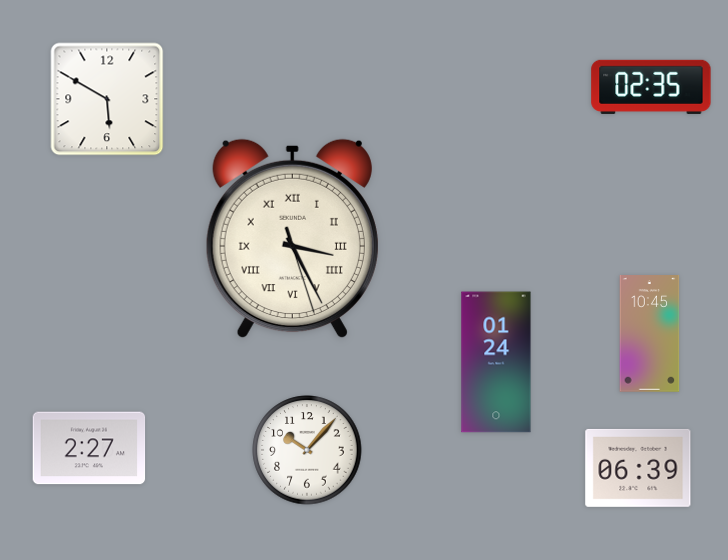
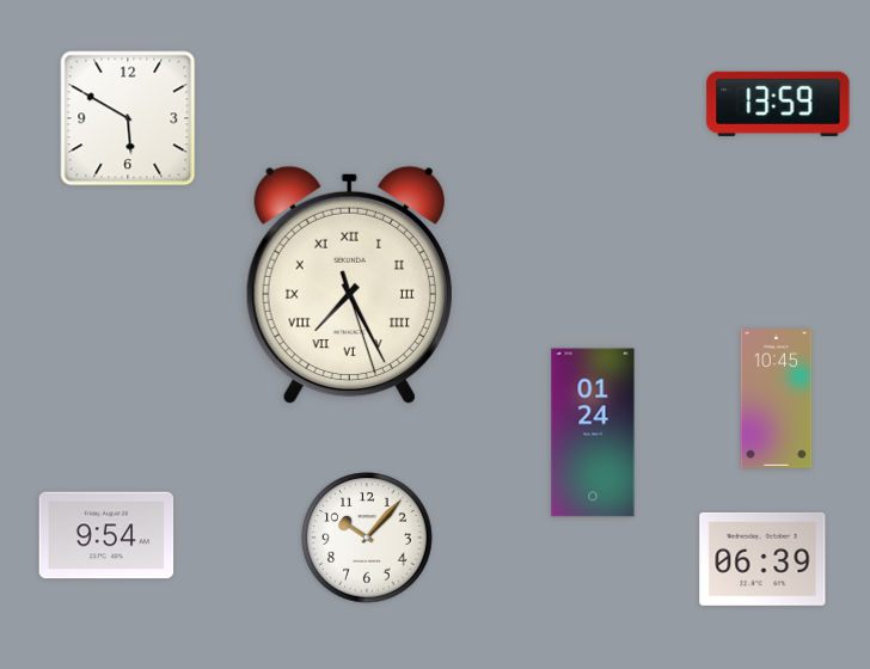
clock at (651, 87): 02:35 -> 13:59
clock at (292, 239): 3:25 -> 7:25
clock at (89, 448): 2:27 -> 9:54
